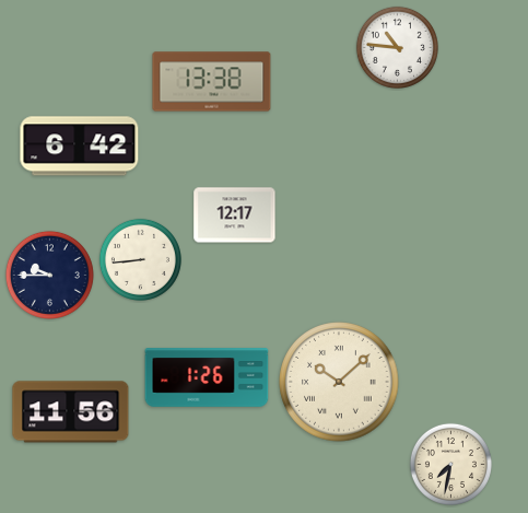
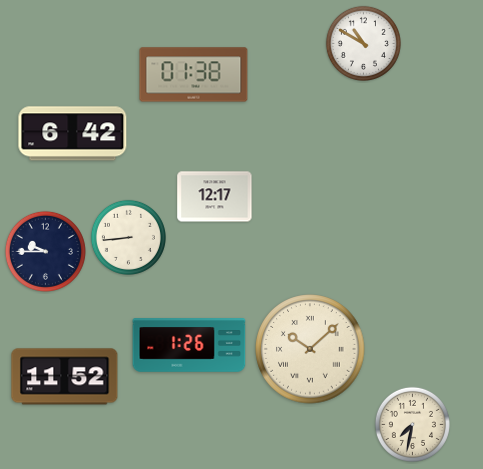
clock at (397, 47): 10:46 -> 10:50
clock at (212, 82): 13:38 -> 01:38
clock at (71, 412): 11:56 -> 11:52
